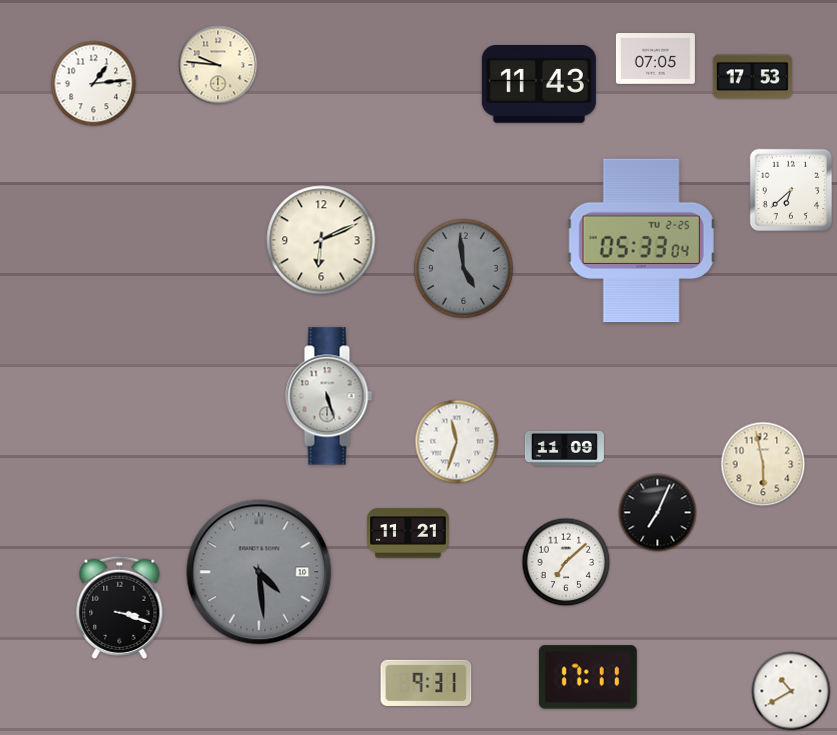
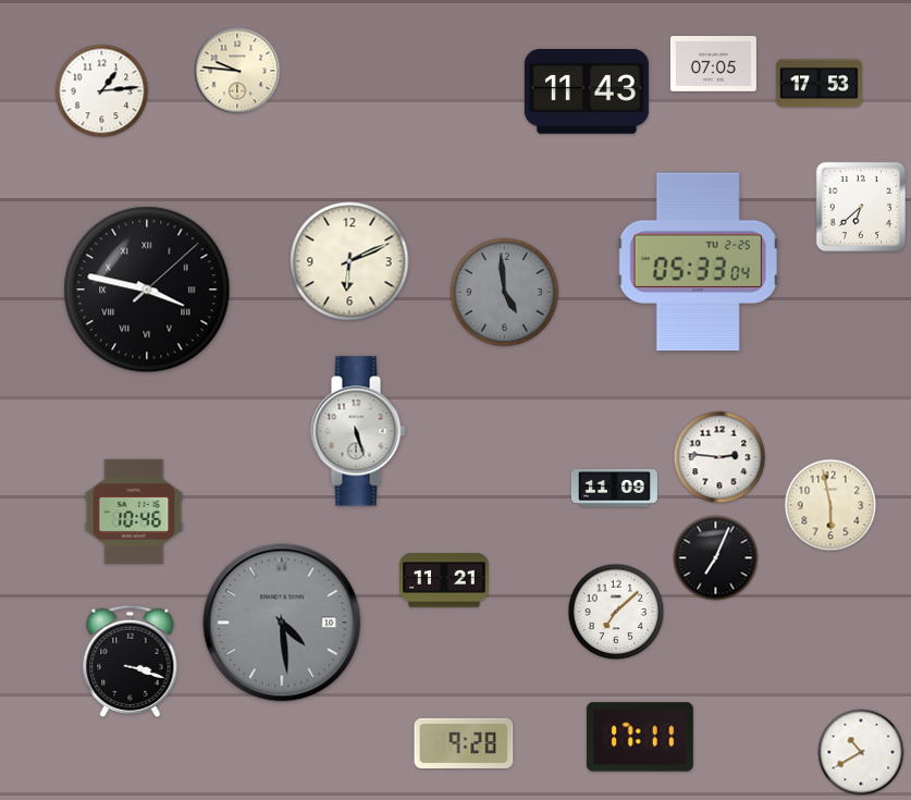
clock at (147, 290): none -> 3:47
clock at (719, 457): none -> 2:46
clock at (457, 442): 11:33 -> none
clock at (134, 512): none -> 10:46
clock at (426, 683): 9:31 -> 9:28
